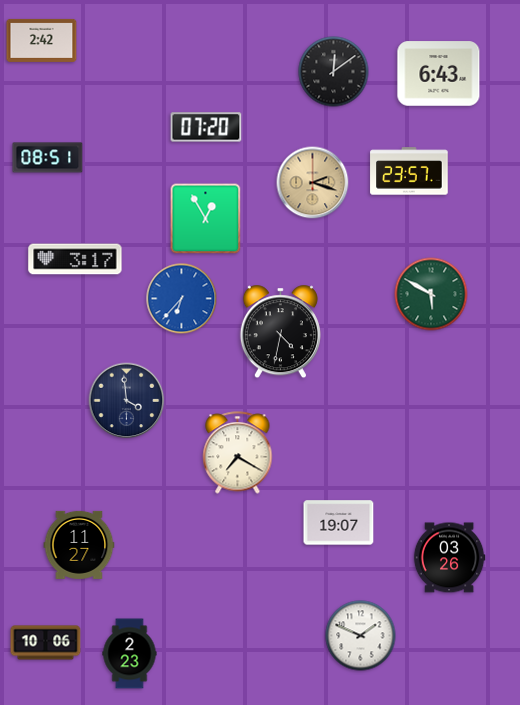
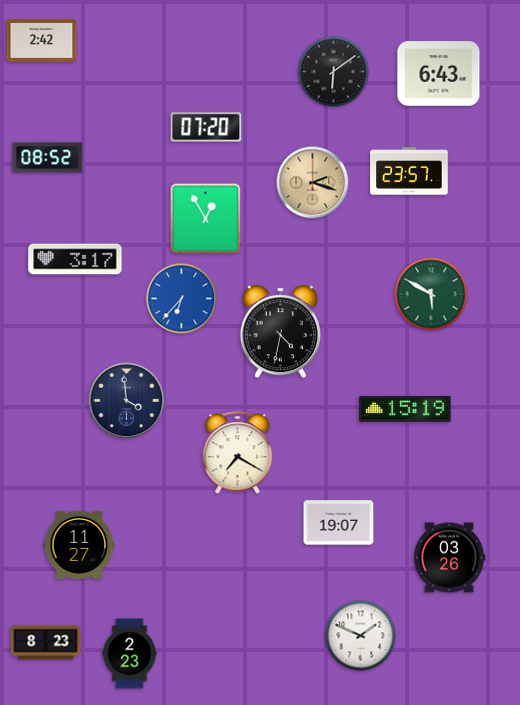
clock at (334, 72): 12:09 -> 6:09
clock at (48, 158): 08:51 -> 08:52
clock at (405, 409): none -> 15:19
clock at (46, 643): 10:06 -> 8:23
